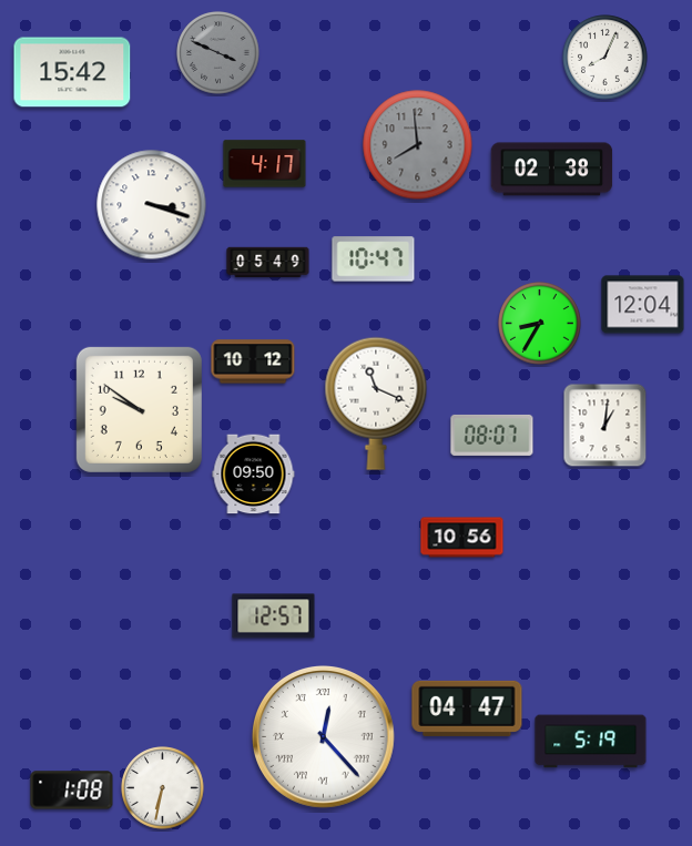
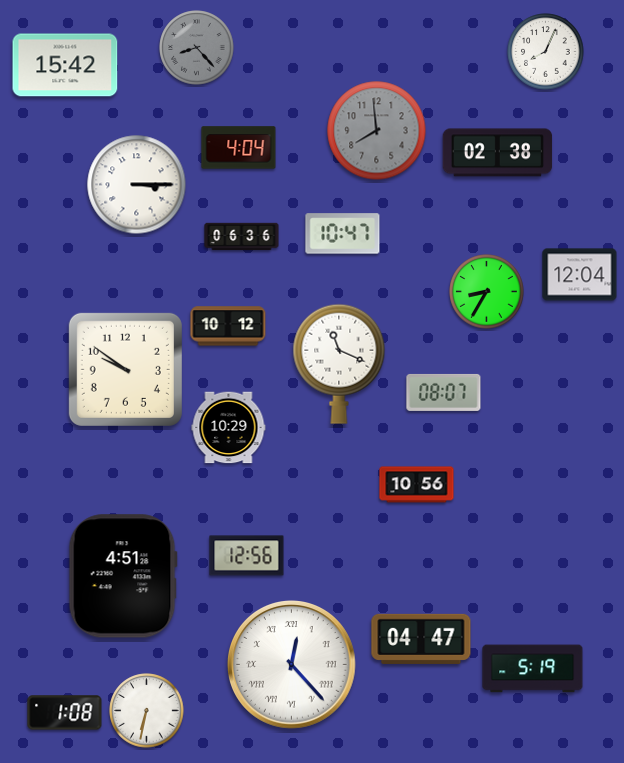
clock at (218, 53): 3:49 -> 8:23
clock at (265, 164): 4:17 -> 4:04
clock at (152, 205): 3:18 -> 3:15
clock at (374, 259) position: (374, 259) -> (343, 234)
clock at (268, 263): 05:49 -> 06:36
clock at (605, 426): 1:01 -> none
clock at (254, 475): 09:50 -> 10:29
clock at (274, 616): 12:57 -> 12:56
clock at (123, 576): none -> 4:51
